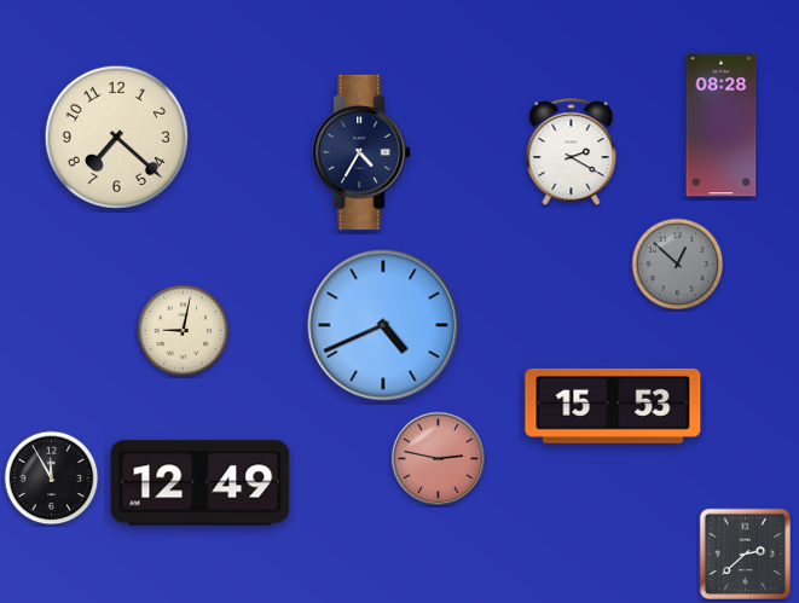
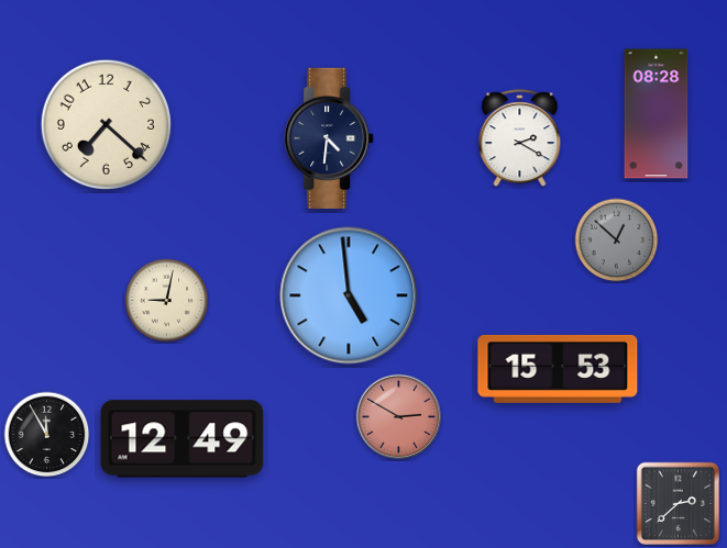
clock at (361, 152): 4:35 -> 4:31
clock at (383, 325): 4:41 -> 4:59
clock at (438, 458): 2:47 -> 2:50
